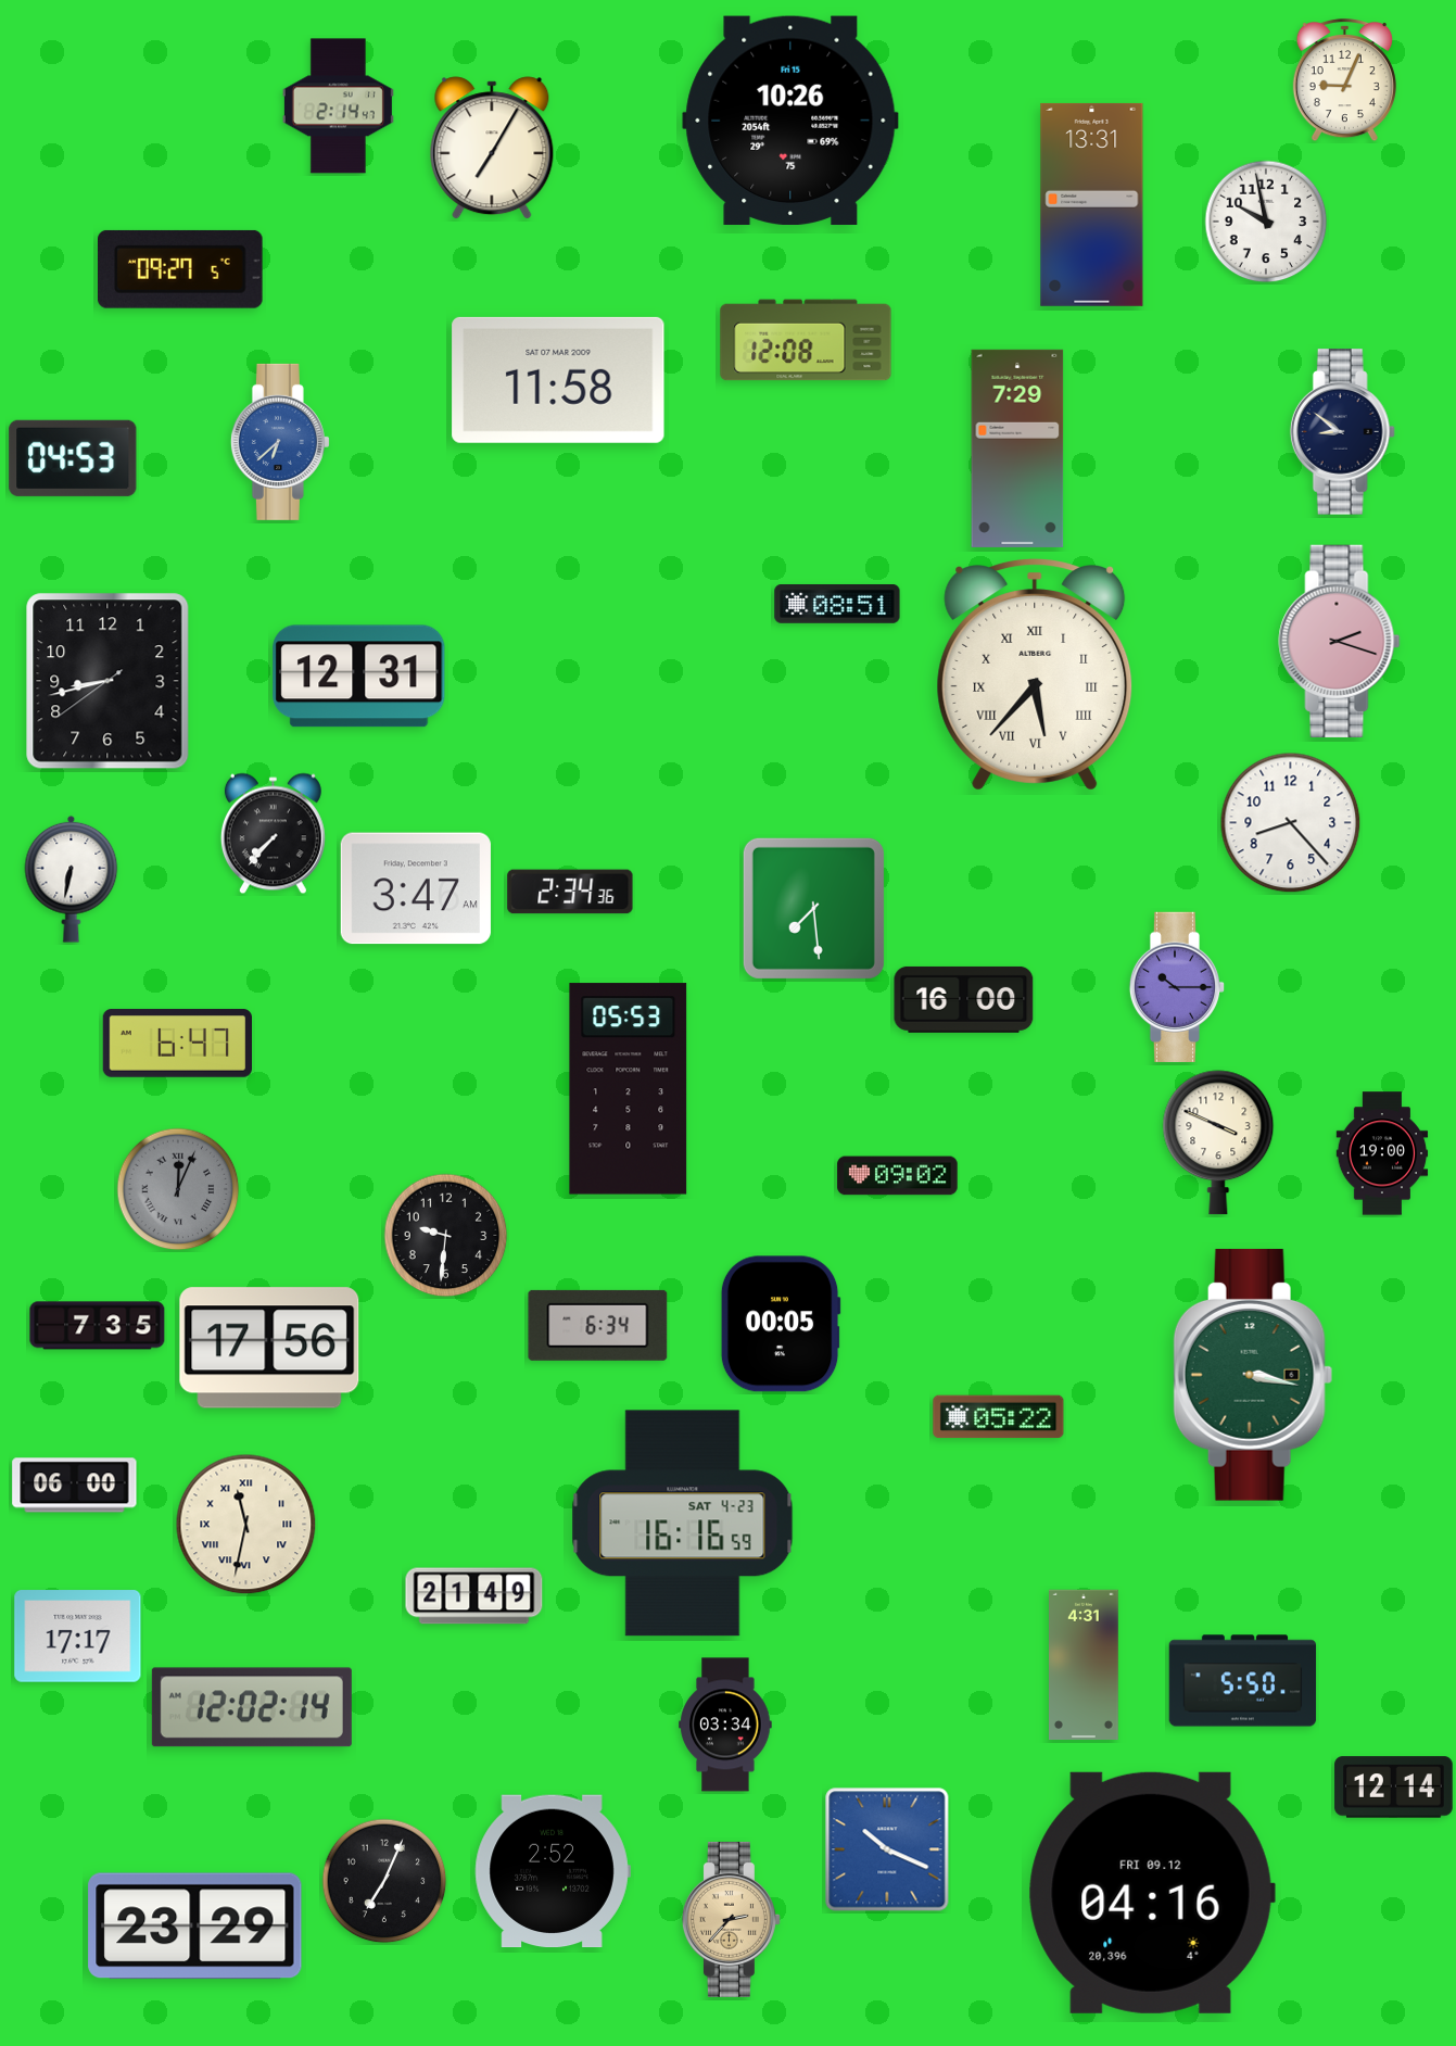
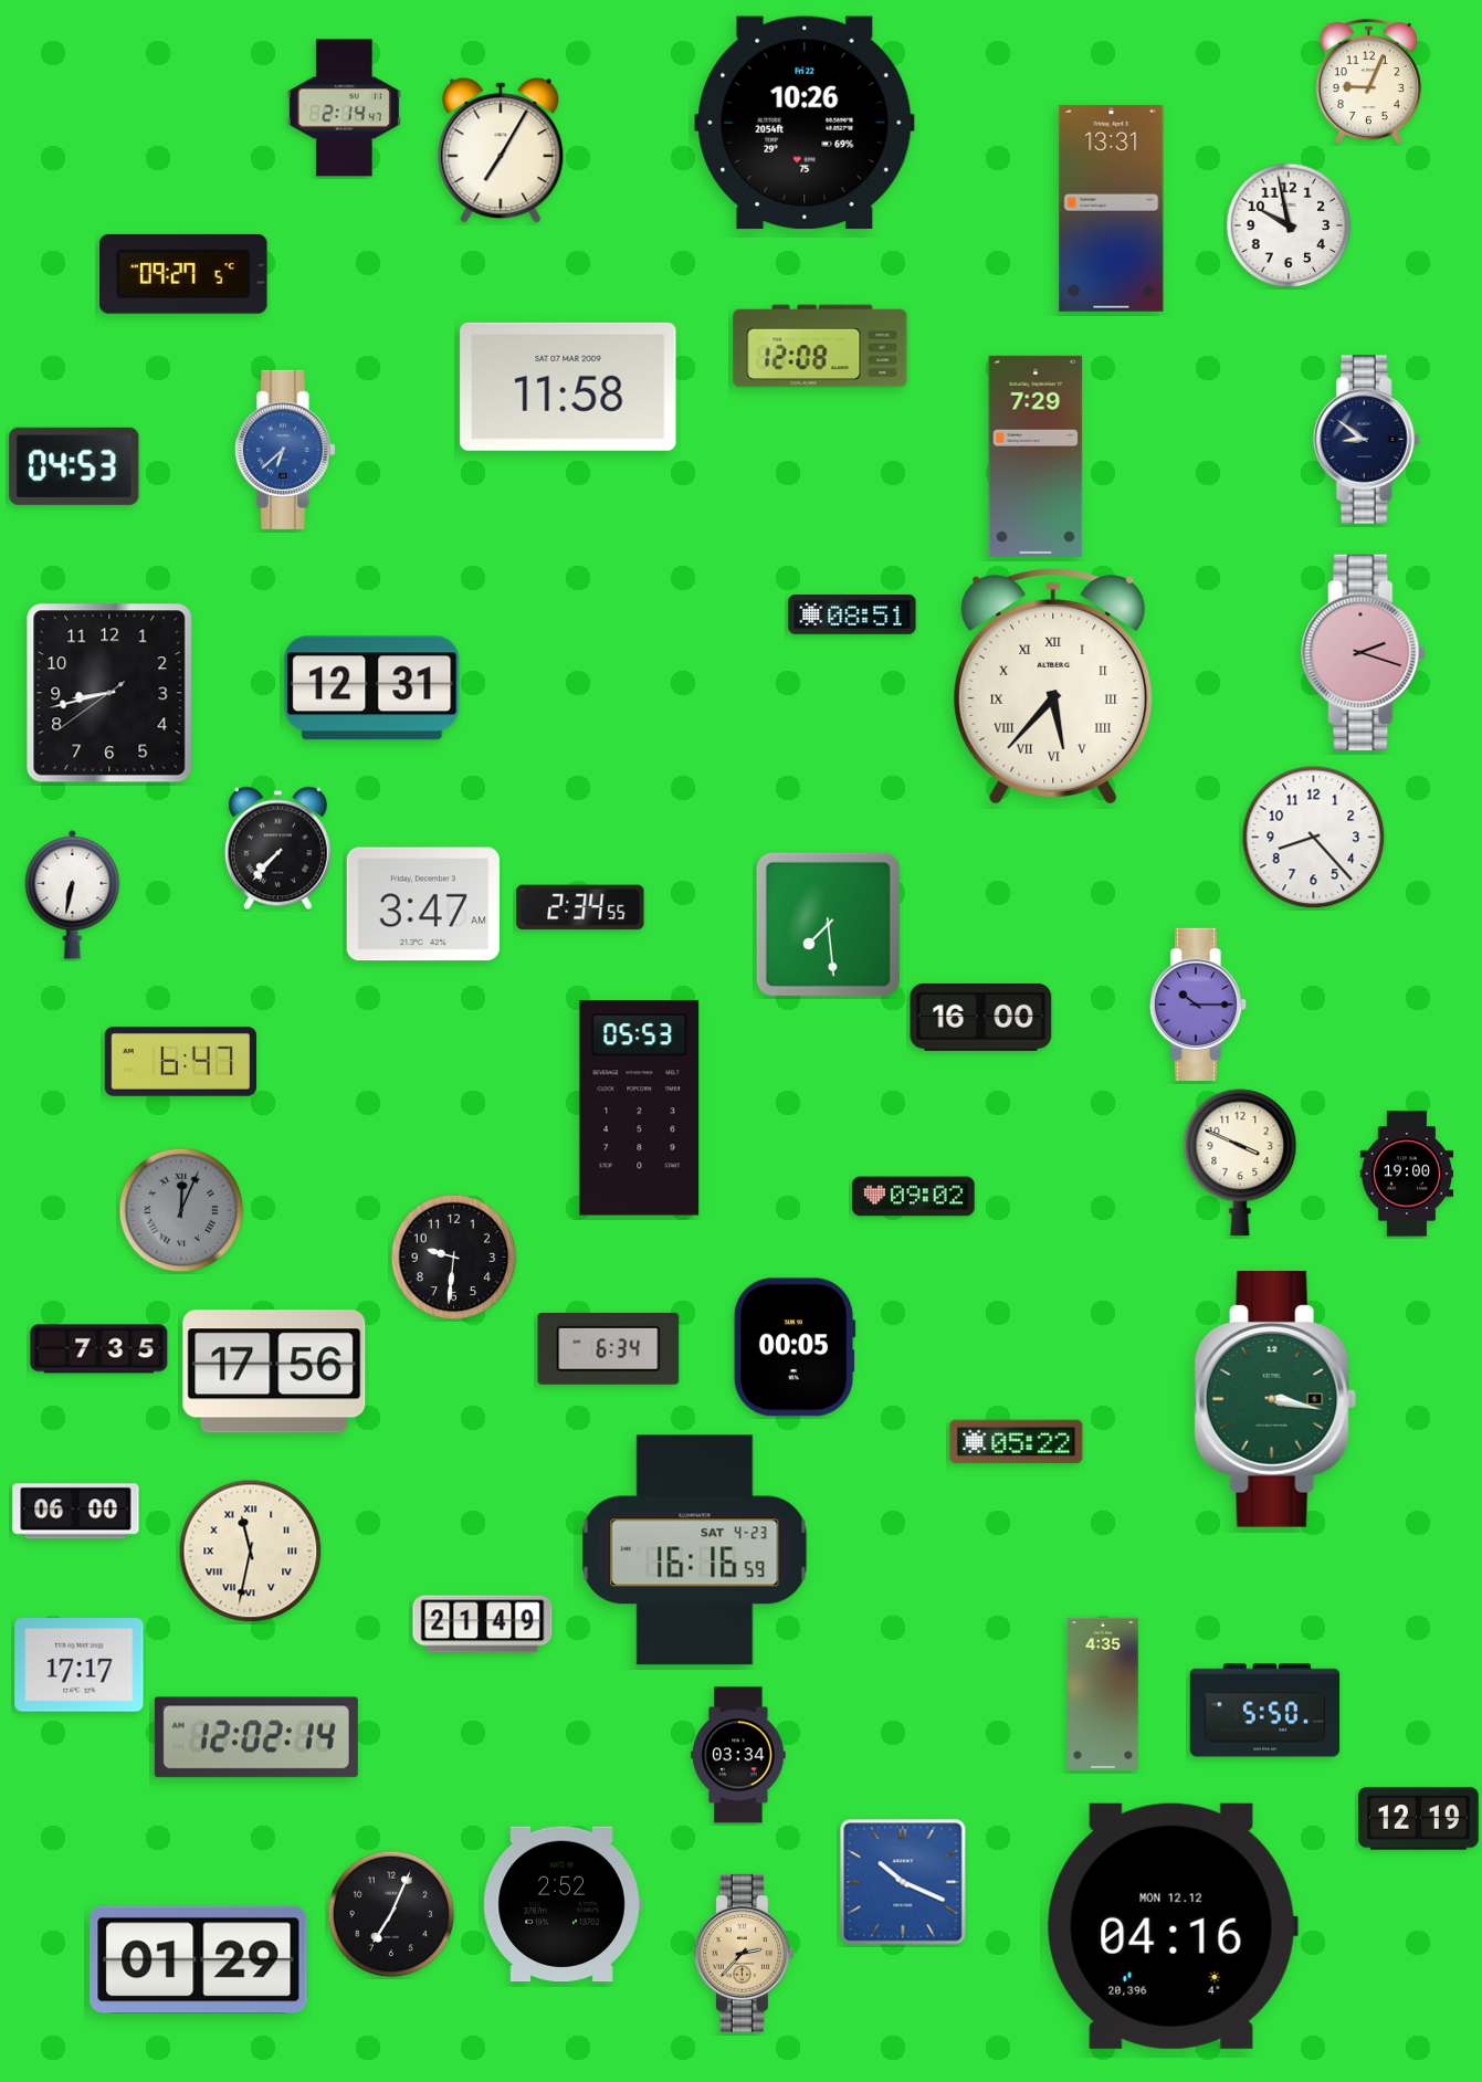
clock at (790, 119) date: Fri 15 -> Fri 22
clock at (359, 677) position: (359, 677) -> (372, 688)
clock at (570, 892): 2:34:36 -> 2:34:55
clock at (1085, 1664): 4:31 -> 4:35
clock at (1394, 1788): 12:14 -> 12:19
clock at (1152, 1893) date: FRI 09.12 -> MON 12.12
clock at (195, 1927): 23:29 -> 01:29
